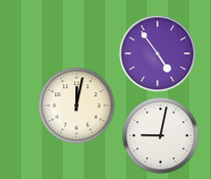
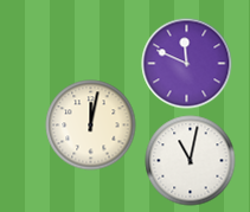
clock at (158, 54): 4:54 -> 11:49
clock at (161, 136): 9:02 -> 11:02
